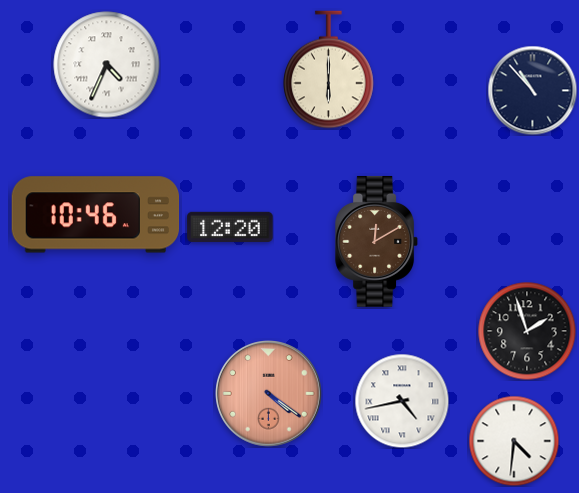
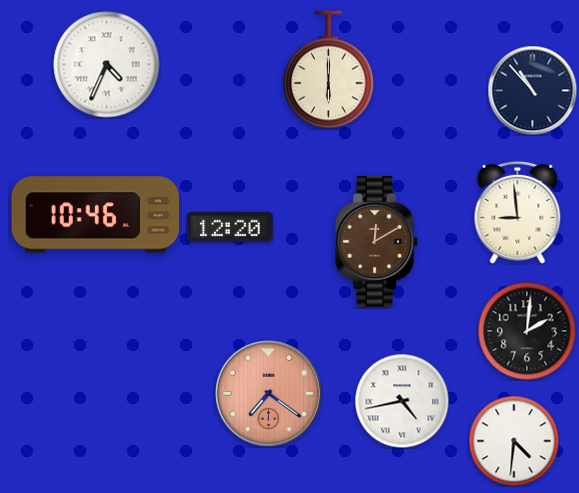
clock at (518, 212): none -> 8:59
clock at (527, 331): 1:57 -> 2:01
clock at (269, 394): 4:21 -> 7:21
